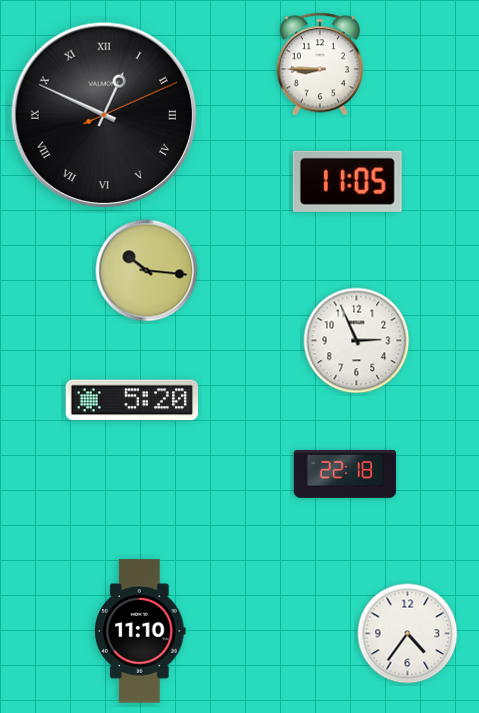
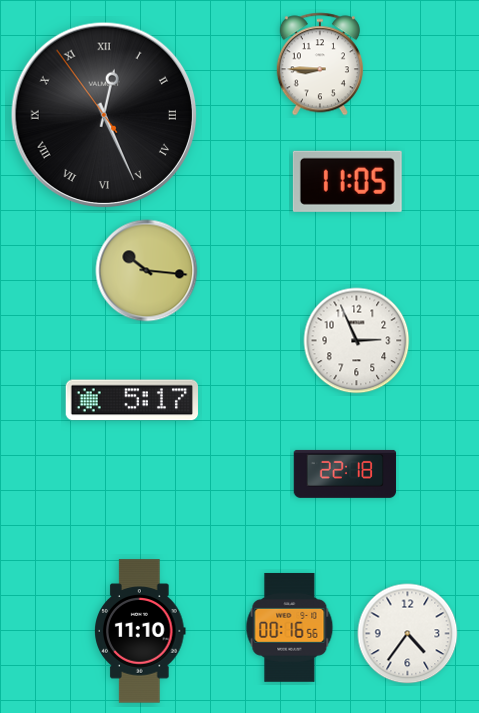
clock at (104, 115): 12:49 -> 12:25
clock at (132, 400): 5:20 -> 5:17
clock at (290, 627): none -> 00:16
